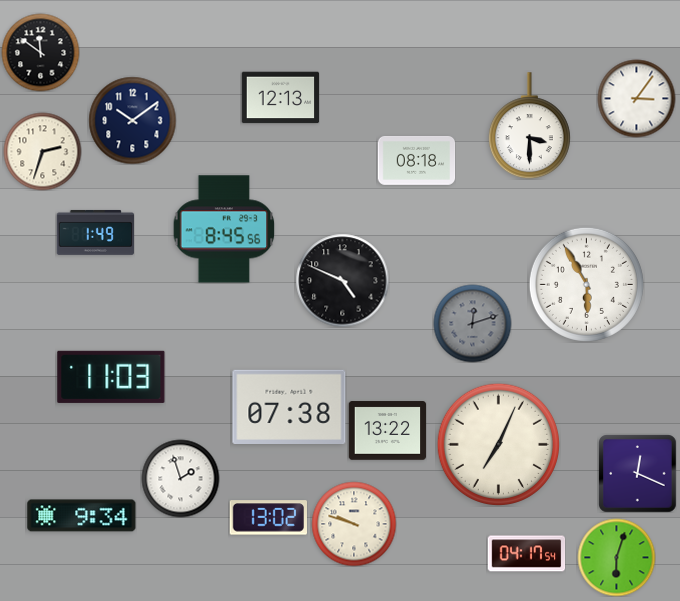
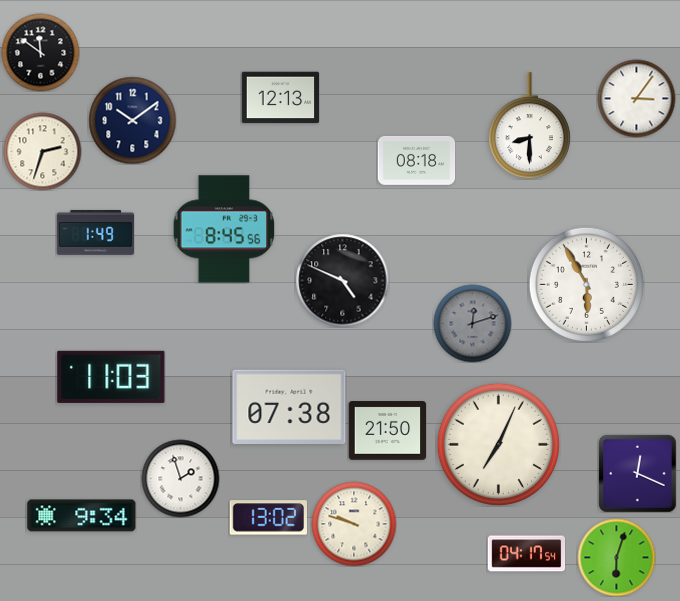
clock at (529, 126): 3:30 -> 8:30
clock at (387, 431): 13:22 -> 21:50
